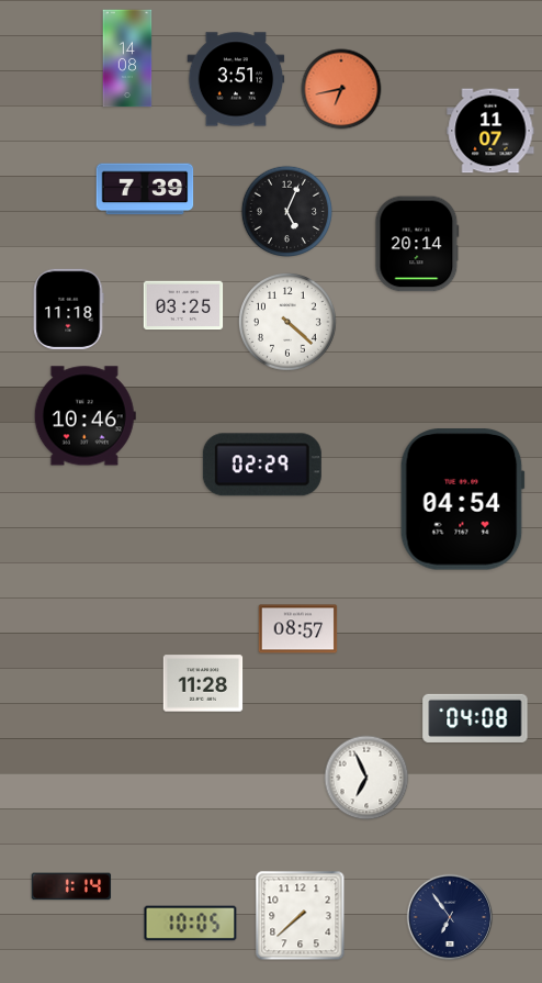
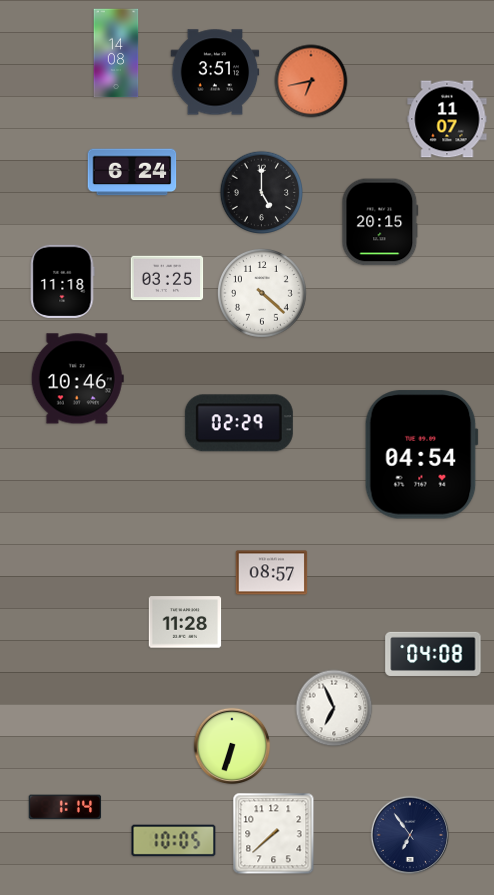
clock at (145, 189): 7:39 -> 6:24
clock at (287, 212): 5:04 -> 5:00
clock at (417, 244): 20:14 -> 20:15
clock at (232, 746): none -> 6:33
